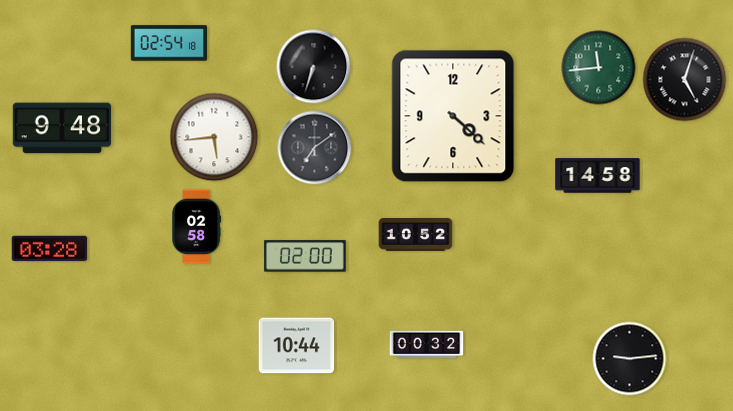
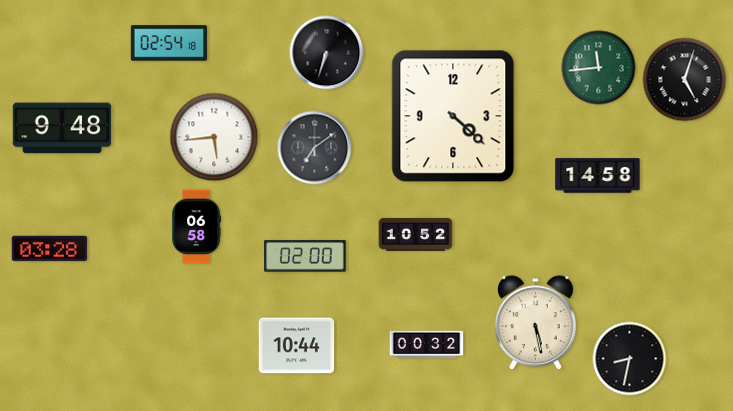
clock at (314, 67) position: (314, 67) -> (327, 53)
clock at (197, 227): 02:58 -> 06:58
clock at (536, 323): none -> 5:28
clock at (630, 359): 9:14 -> 8:32
